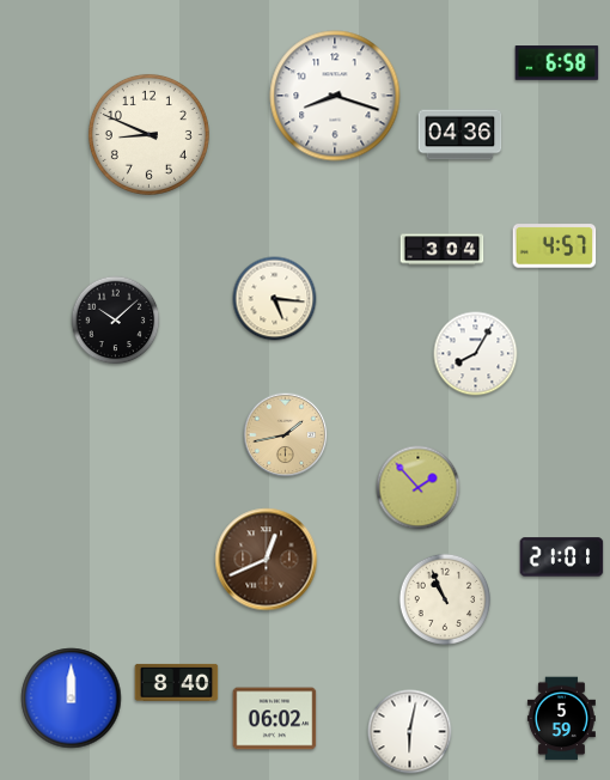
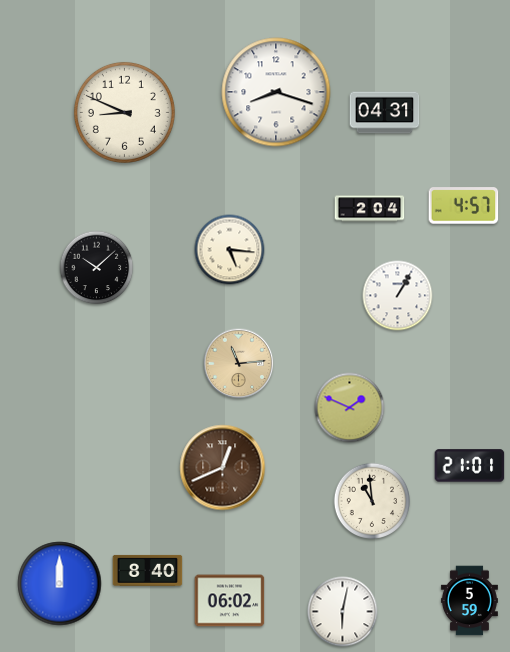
clock at (557, 63): 6:58 -> none
clock at (335, 96) position: (335, 96) -> (276, 92)
clock at (460, 135): 04:36 -> 04:31
clock at (443, 250): 3:04 -> 2:04
clock at (476, 354): 8:05 -> 1:05
clock at (286, 435): 1:43 -> 11:14
clock at (419, 488): 1:53 -> 1:49
clock at (445, 599): 10:56 -> 10:59
